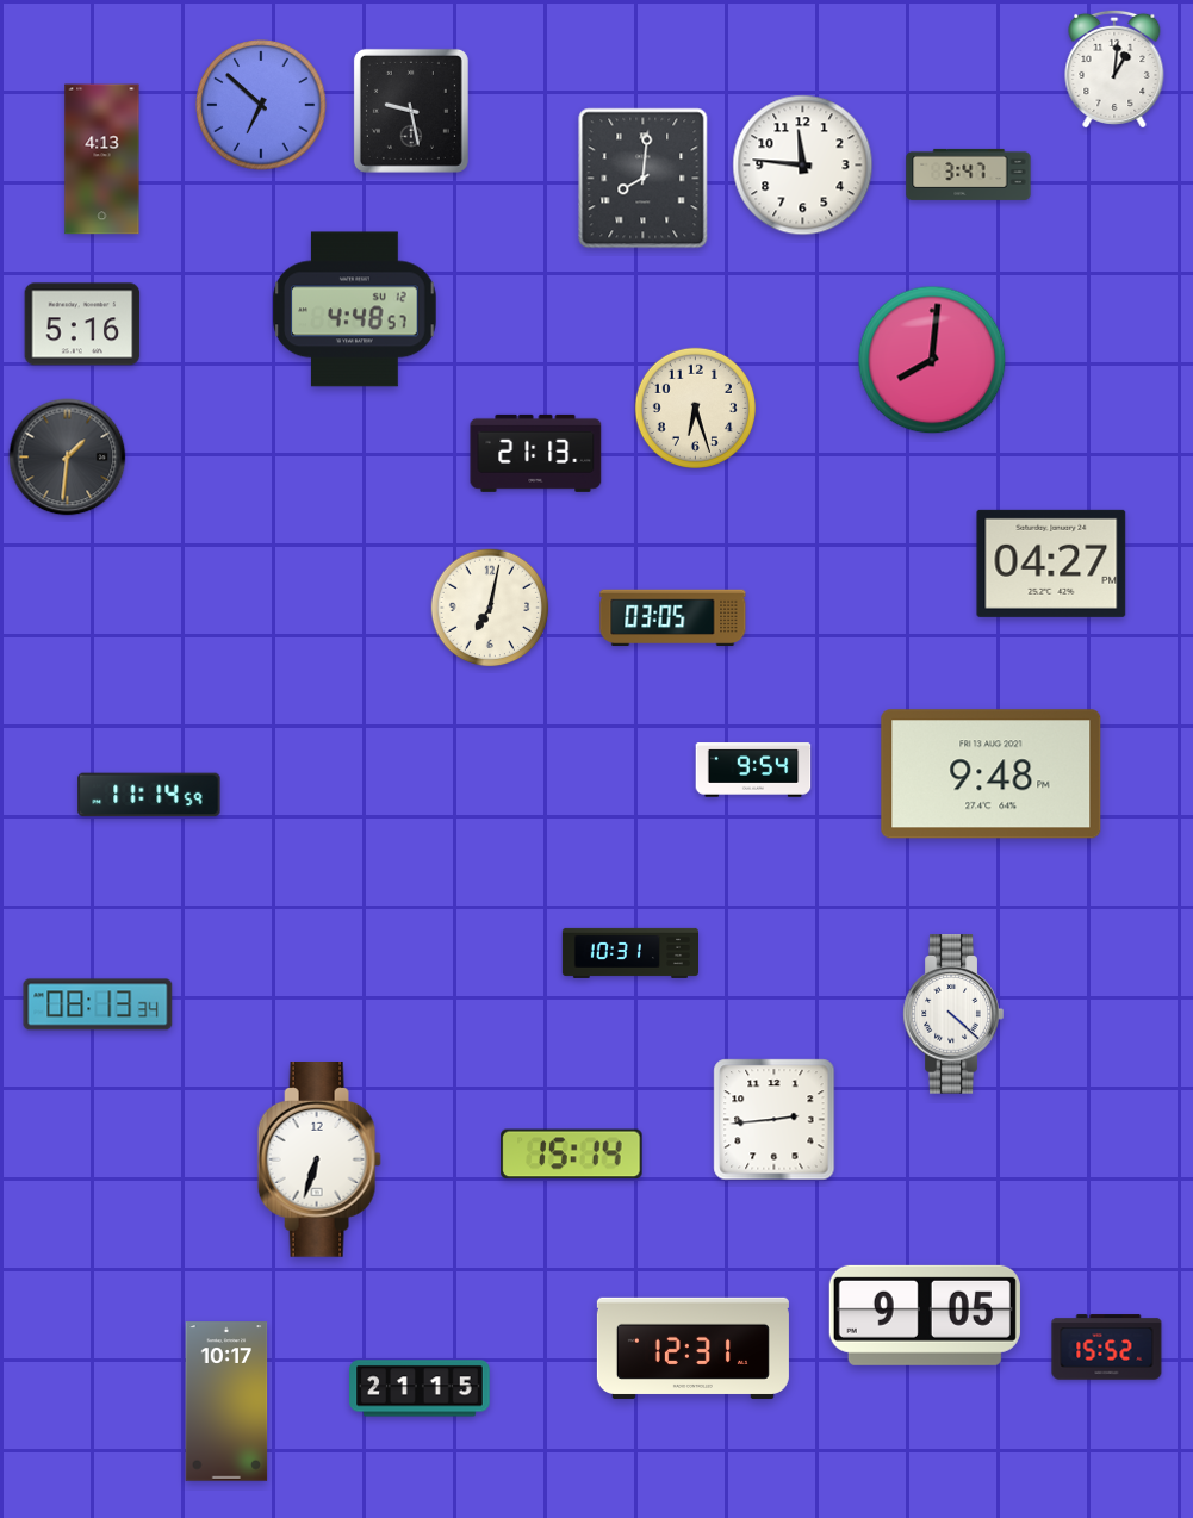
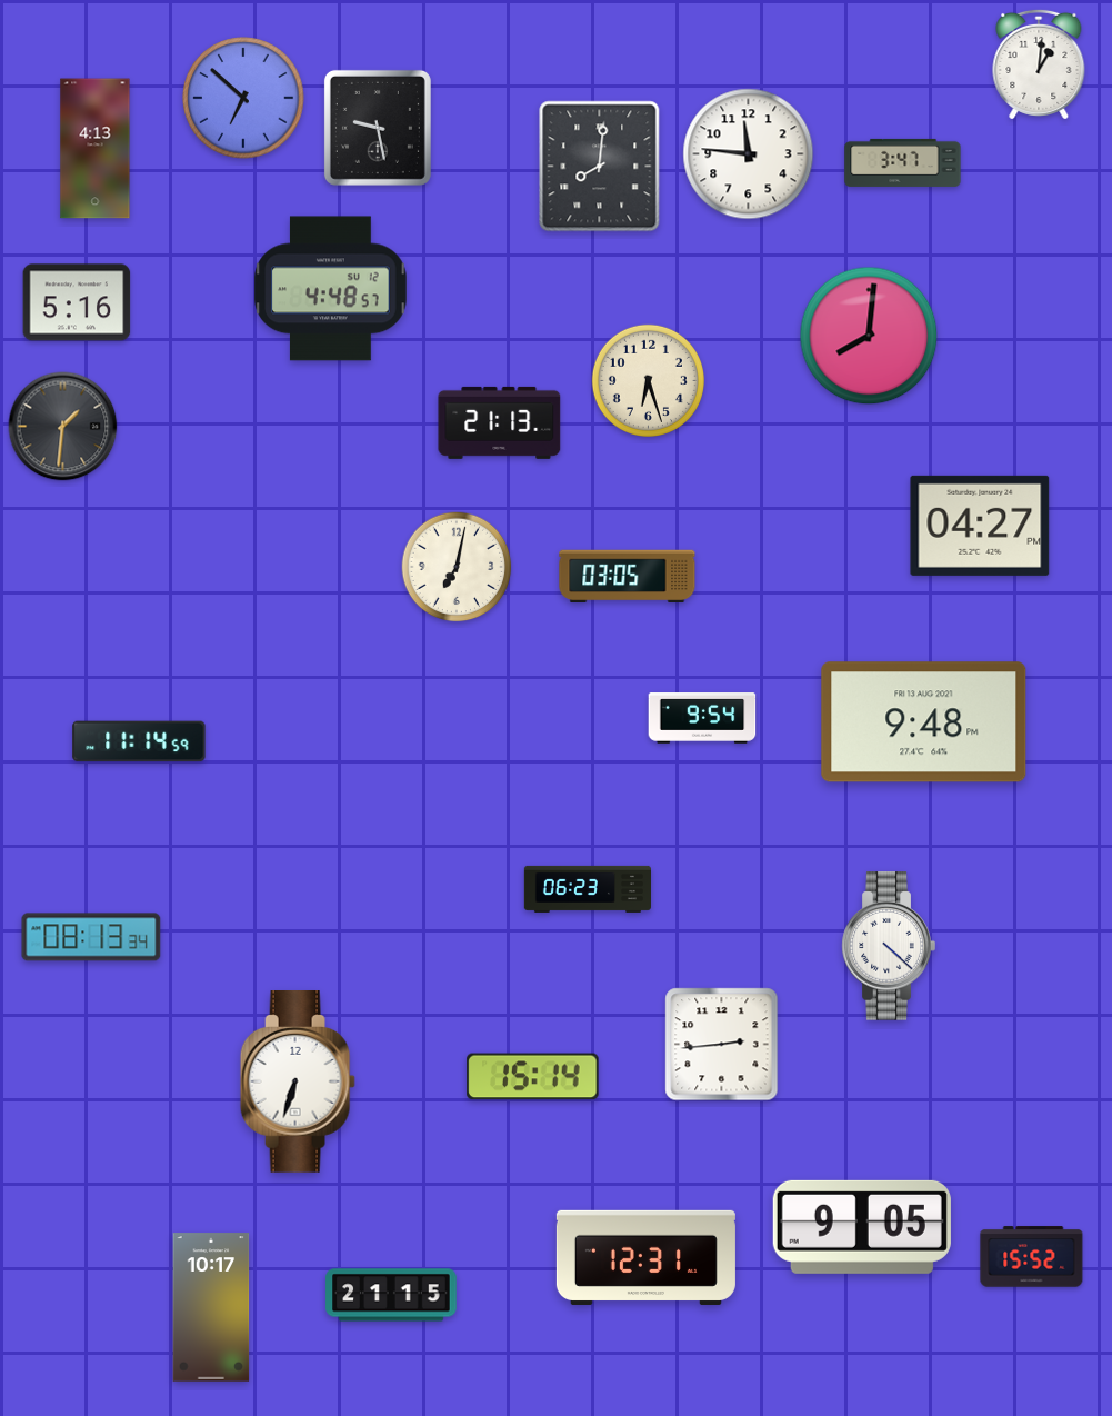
clock at (411, 111) position: (411, 111) -> (378, 128)
clock at (629, 953): 10:31 -> 06:23
